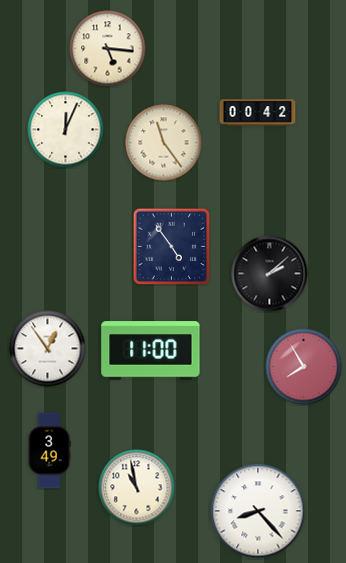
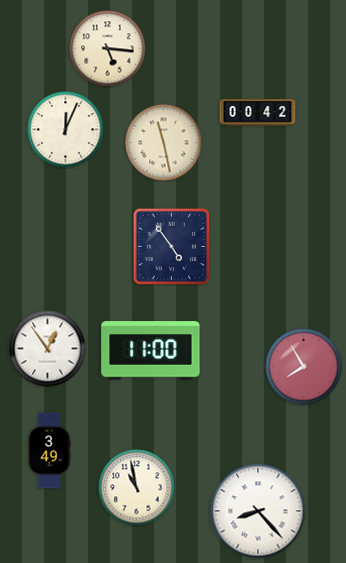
clock at (164, 143): 11:24 -> 11:28
clock at (270, 274): 2:08 -> none
